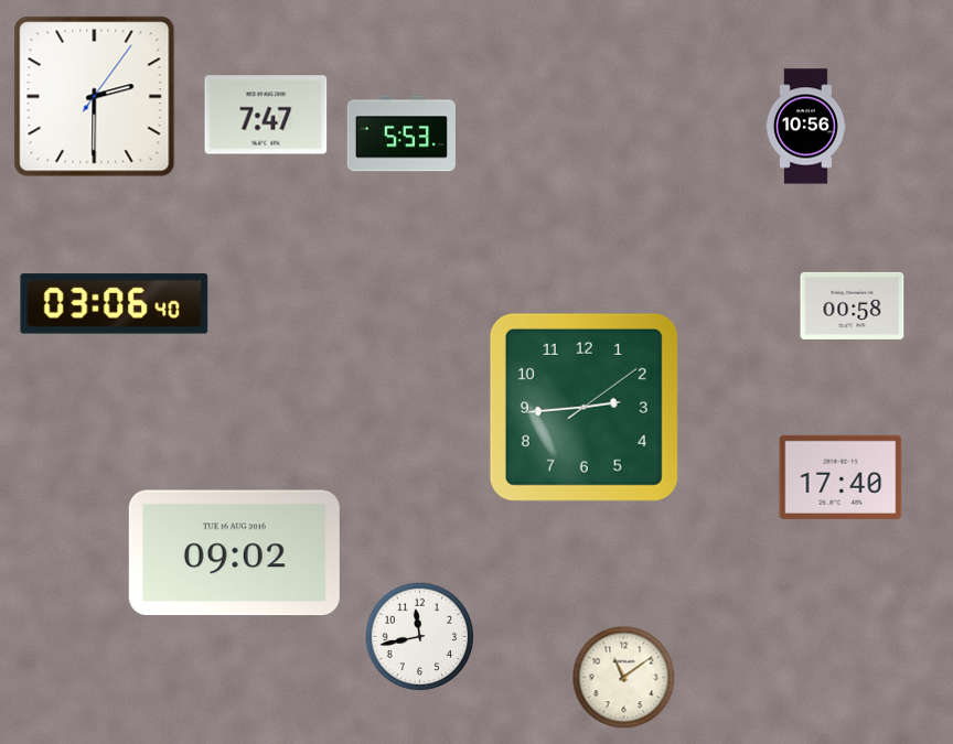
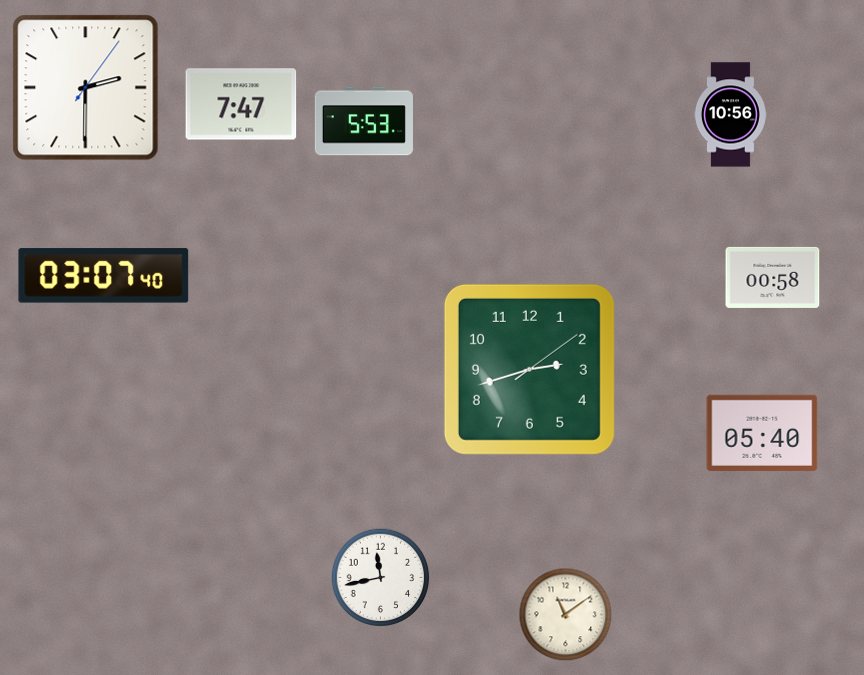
clock at (115, 304): 03:06 -> 03:07
clock at (583, 407): 2:44 -> 2:42
clock at (840, 477): 17:40 -> 05:40
clock at (234, 553): 09:02 -> none
